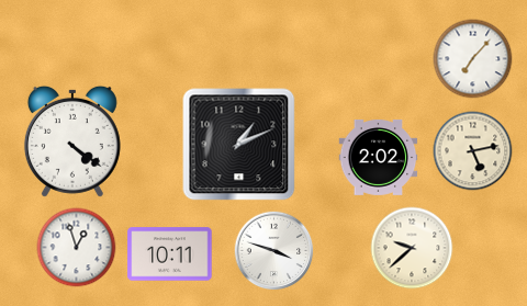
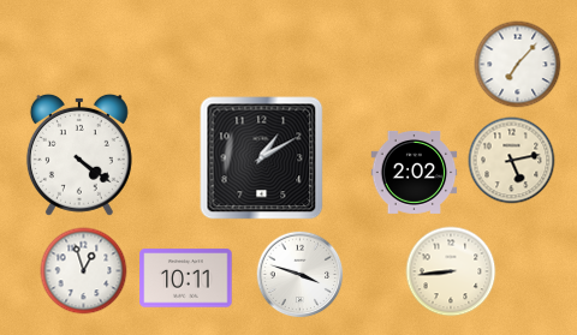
clock at (239, 145): 1:11 -> 1:10
clock at (473, 151) position: (473, 151) -> (512, 161)
clock at (412, 248): 9:38 -> 8:44
